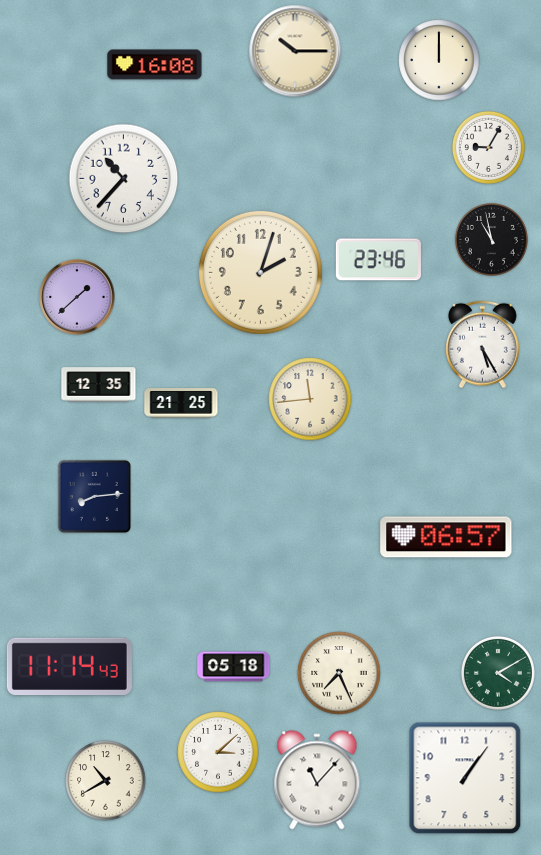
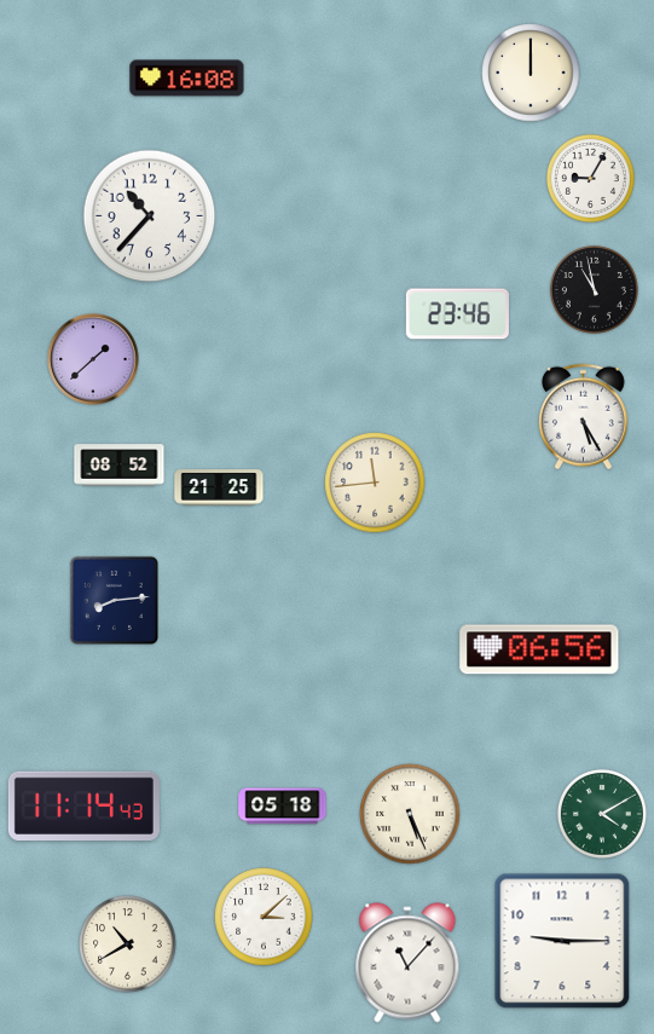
clock at (295, 51): 10:15 -> none
clock at (260, 272): 2:03 -> none
clock at (99, 385): 12:35 -> 08:52
clock at (446, 537): 06:57 -> 06:56
clock at (339, 673): 7:26 -> 5:26
clock at (218, 752) position: (218, 752) -> (264, 917)
clock at (465, 778): 1:06 -> 9:15
clock at (317, 780) position: (317, 780) -> (407, 963)
